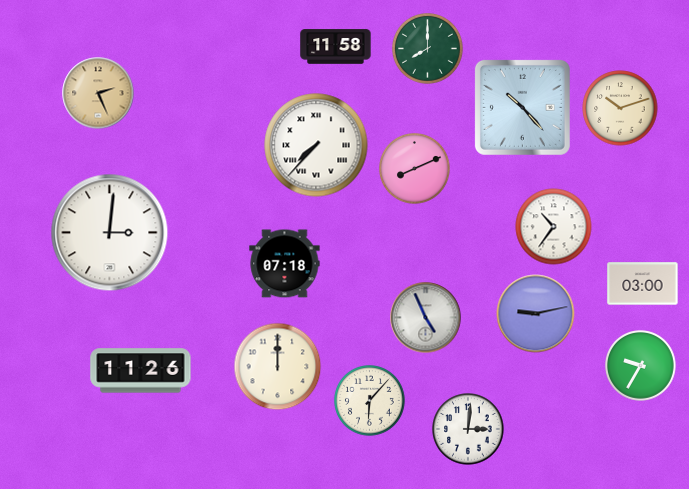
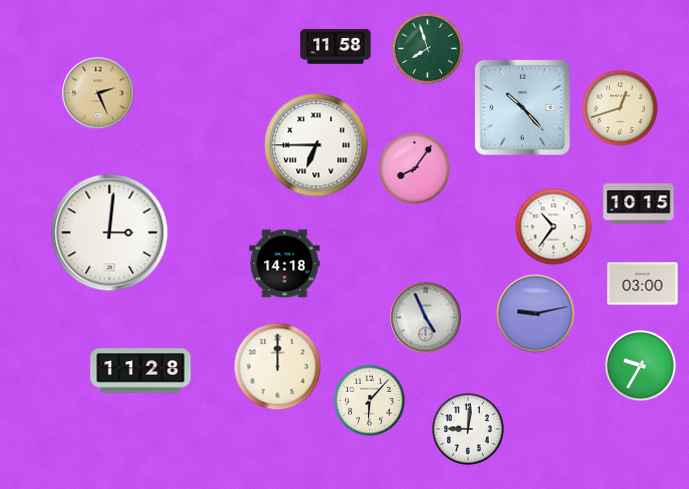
clock at (428, 49): 8:00 -> 7:57
clock at (620, 108): 10:12 -> 12:42
clock at (316, 145): 7:37 -> 6:45
clock at (415, 169): 8:11 -> 8:06
clock at (639, 204): none -> 10:15
clock at (285, 264): 07:18 -> 14:18
clock at (141, 371): 11:26 -> 11:28
clock at (468, 429): 3:01 -> 9:01
